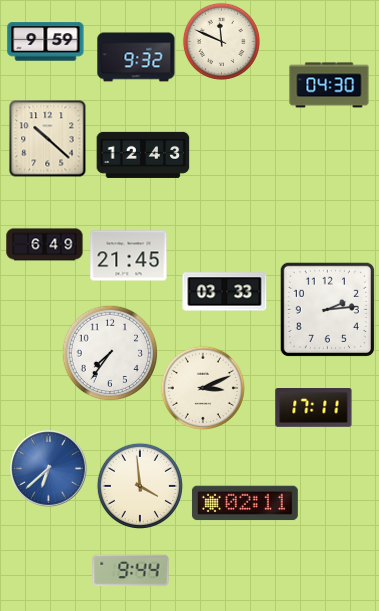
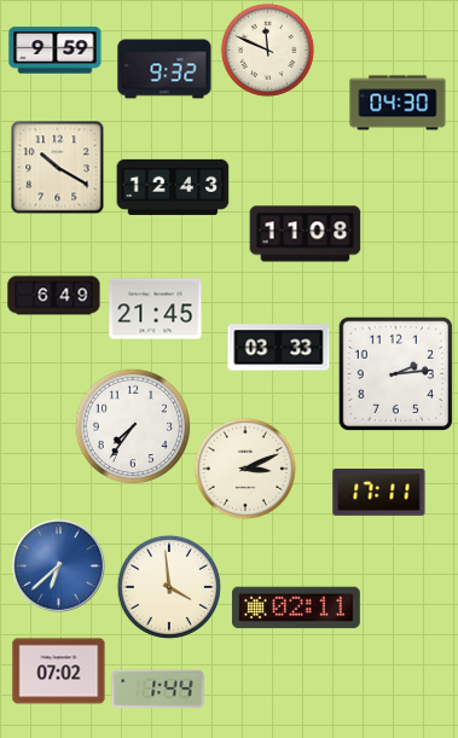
clock at (48, 139): 10:22 -> 10:20
clock at (306, 234): none -> 11:08
clock at (225, 292) position: (225, 292) -> (279, 348)
clock at (59, 672): none -> 07:02
clock at (131, 571): 9:44 -> 1:44
